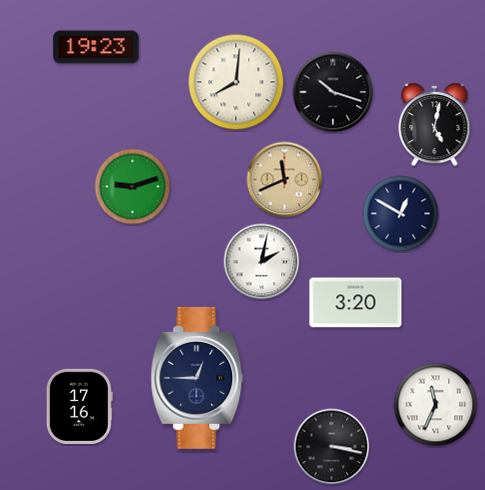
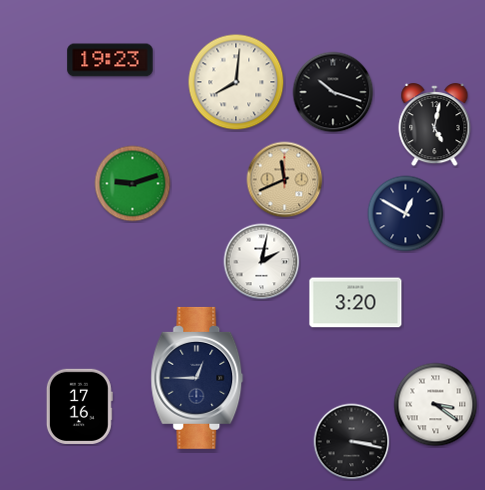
clock at (96, 47) position: (96, 47) -> (110, 60)
clock at (133, 187) position: (133, 187) -> (133, 184)
clock at (401, 214) position: (401, 214) -> (406, 214)
clock at (436, 405): 11:34 -> 3:21
clock at (332, 447) position: (332, 447) -> (352, 442)
